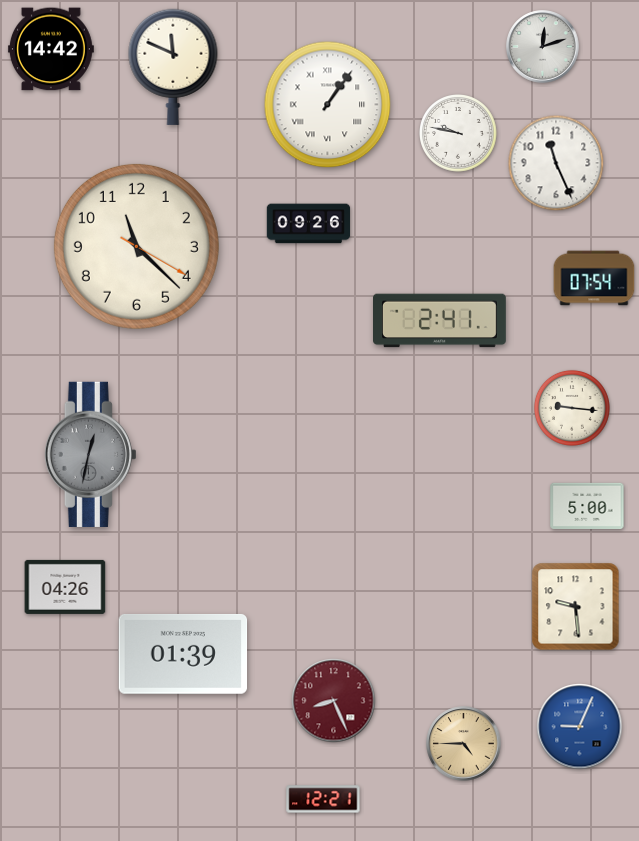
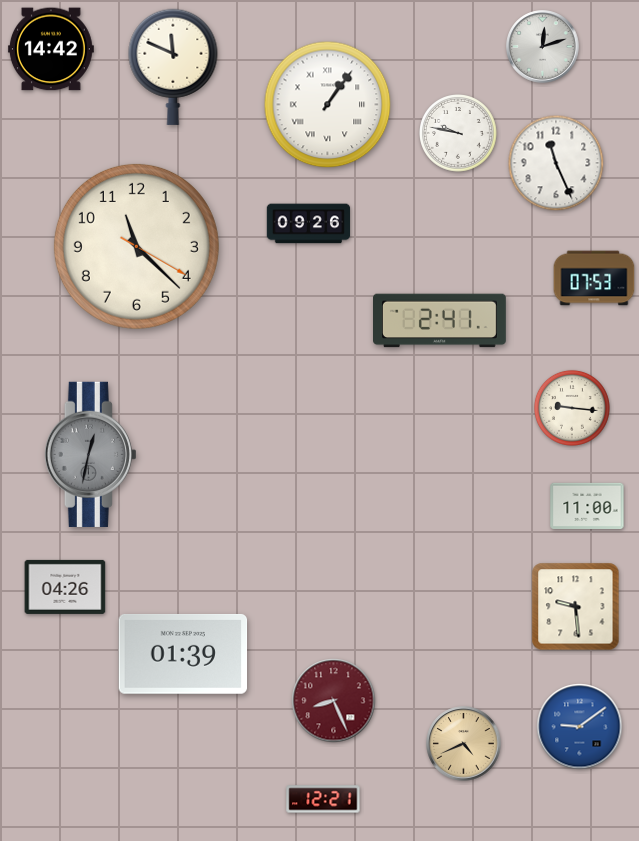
clock at (594, 278): 07:54 -> 07:53
clock at (587, 505): 5:00 -> 11:00
clock at (580, 727): 9:04 -> 9:09
clock at (464, 744): 4:45 -> 4:41
